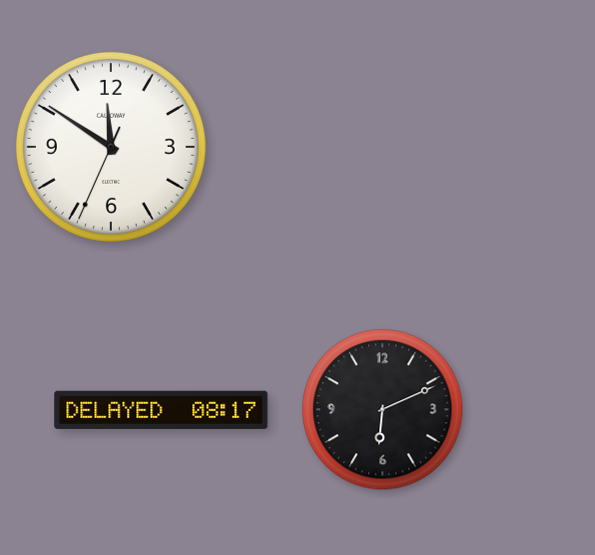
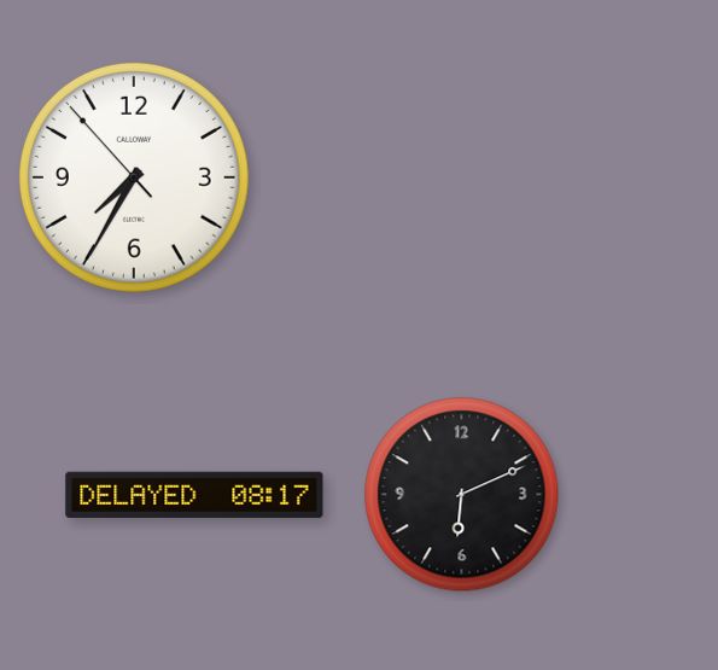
clock at (111, 147): 11:50 -> 7:34
